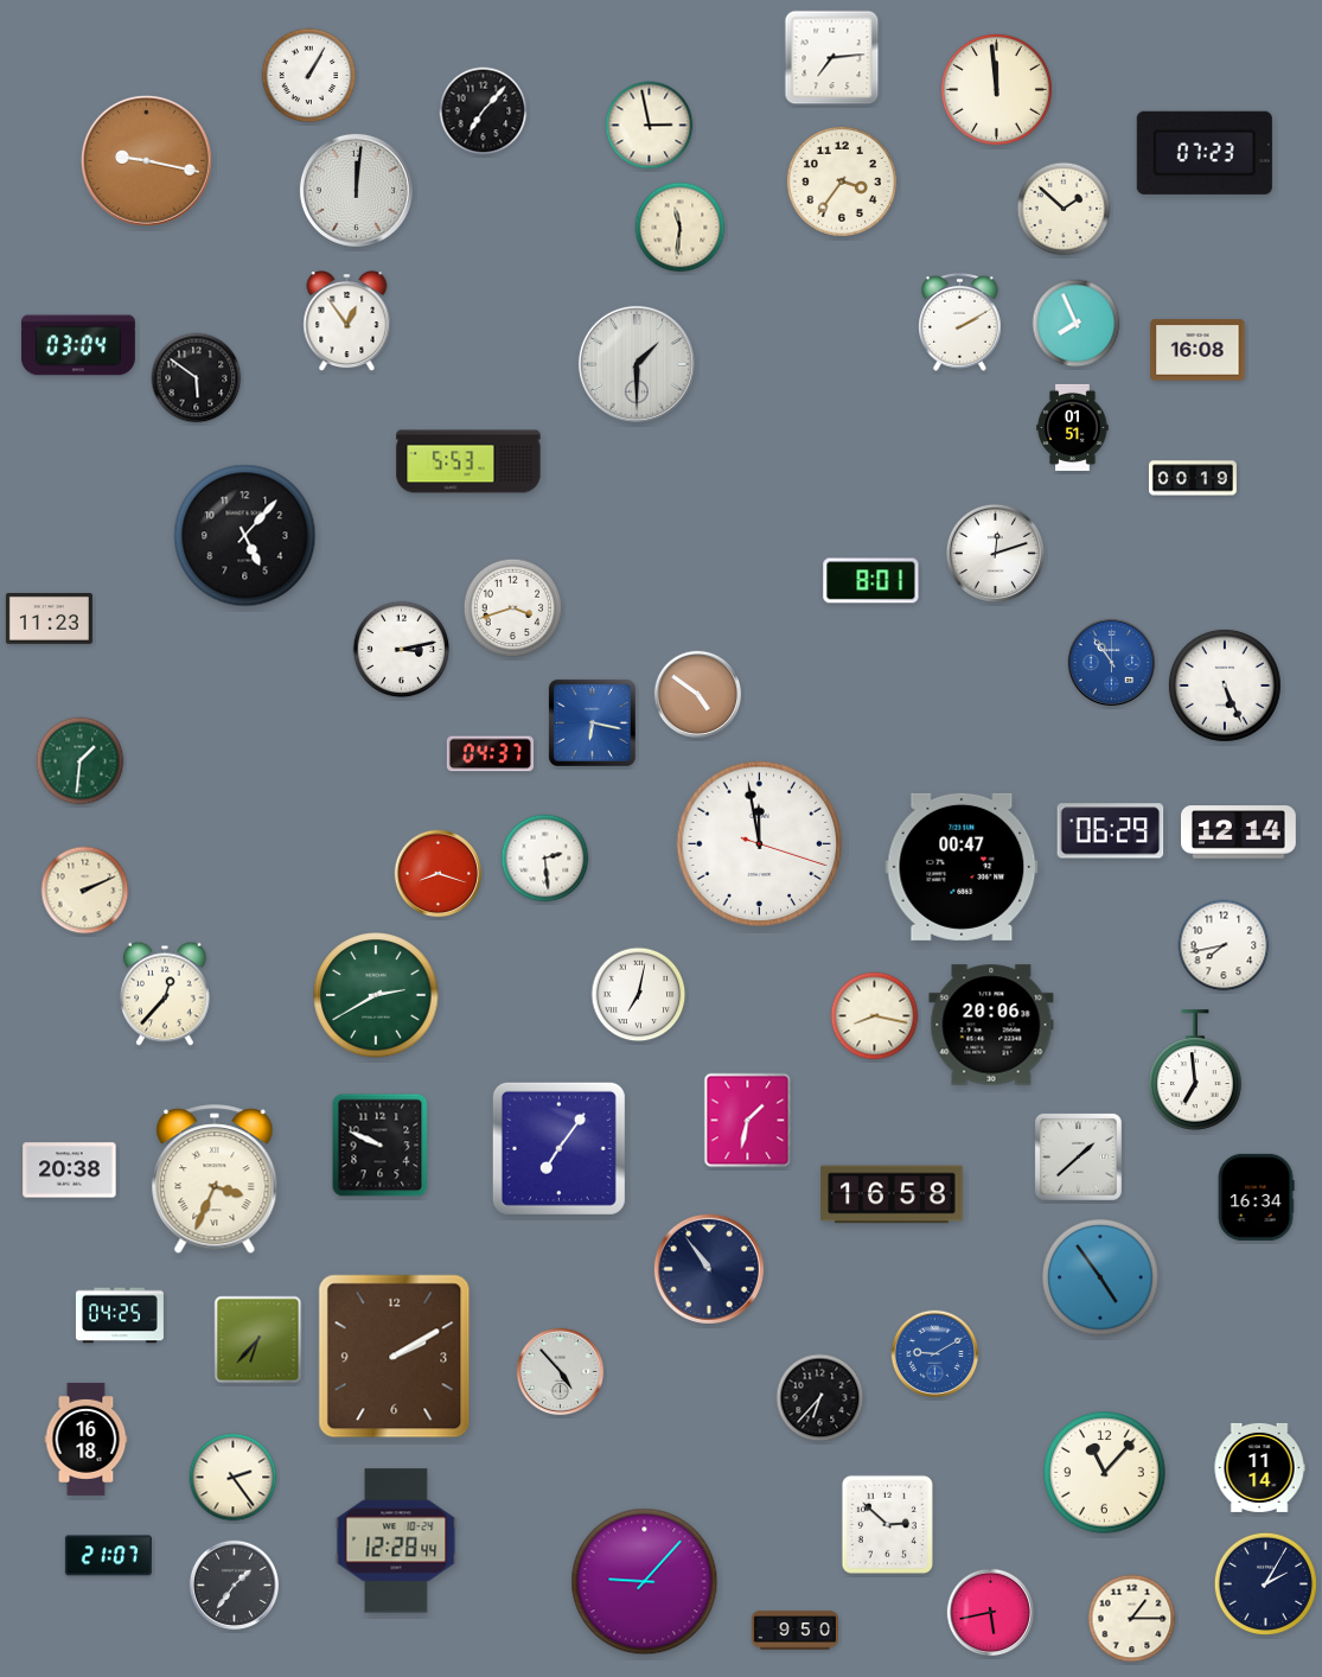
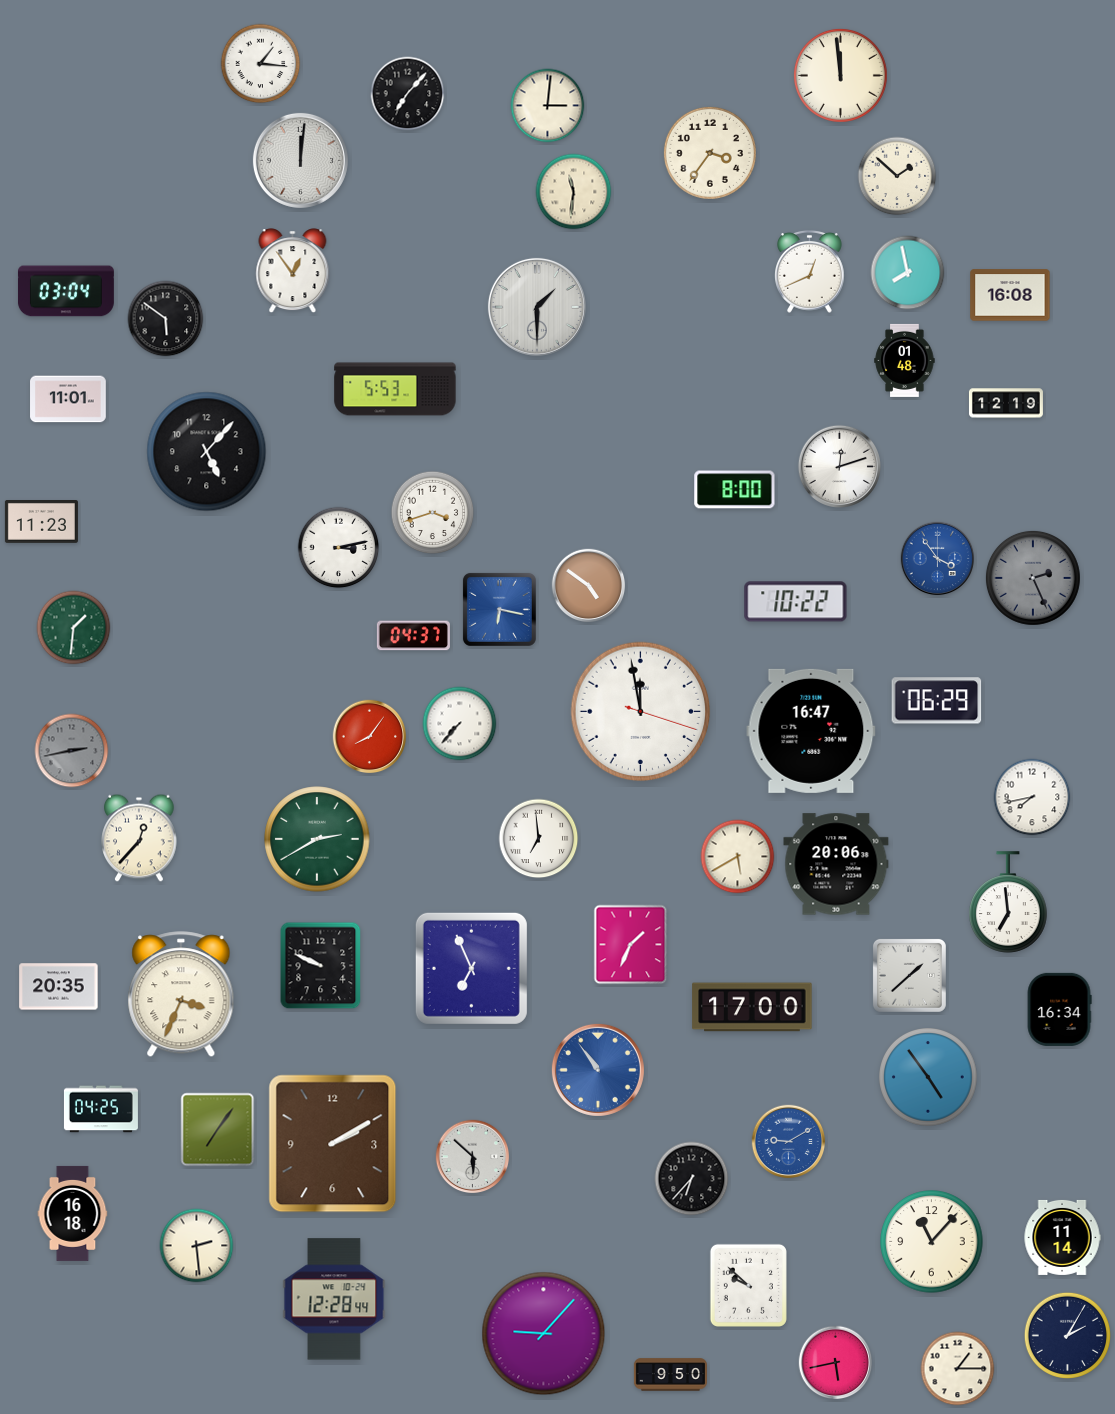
clock at (832, 58): 7:14 -> none
clock at (309, 76): 1:05 -> 1:16
clock at (650, 126): 2:58 -> 3:01
clock at (1205, 153): 07:23 -> none
clock at (146, 160): 9:17 -> none
clock at (960, 323): 2:10 -> 12:41
clock at (1077, 324): 7:56 -> 7:58
clock at (1073, 427): 01:51 -> 01:48
clock at (68, 399): none -> 11:01
clock at (1193, 478): 00:19 -> 12:19
clock at (871, 581): 8:01 -> 8:00
clock at (1112, 663): 10:54 -> 3:54
clock at (1225, 686): 5:26 -> 2:26
clock at (1225, 686) dial: white -> grey
clock at (796, 602): none -> 10:22
clock at (81, 761) position: (81, 761) -> (74, 628)
clock at (1239, 833): 12:14 -> none
clock at (545, 859): 2:29 -> 7:37
clock at (962, 867): 00:47 -> 16:47
clock at (439, 874): 8:18 -> 8:06
clock at (85, 891): 2:11 -> 2:43
clock at (85, 891) dial: cream -> grey
clock at (639, 995): 7:02 -> 6:59
clock at (875, 1016): 8:17 -> 5:40
clock at (748, 1121): 1:32 -> 1:34
clock at (558, 1148): 7:06 -> 6:56
clock at (70, 1171): 20:38 -> 20:35
clock at (892, 1194): 16:58 -> 17:00
clock at (709, 1269) dial: navy -> blue
clock at (258, 1340): 6:37 -> 7:06
clock at (561, 1372): 4:53 -> 5:52
clock at (234, 1478): 2:24 -> 2:29
clock at (887, 1524): 2:52 -> 9:52
clock at (108, 1556): 21:07 -> none
clock at (235, 1586): 1:36 -> none
clock at (991, 1613) position: (991, 1613) -> (836, 1363)
clock at (1132, 1619) position: (1132, 1619) -> (958, 1369)
